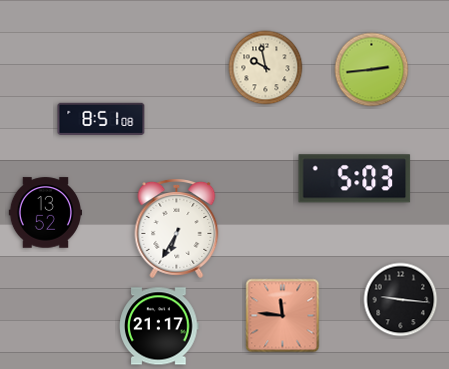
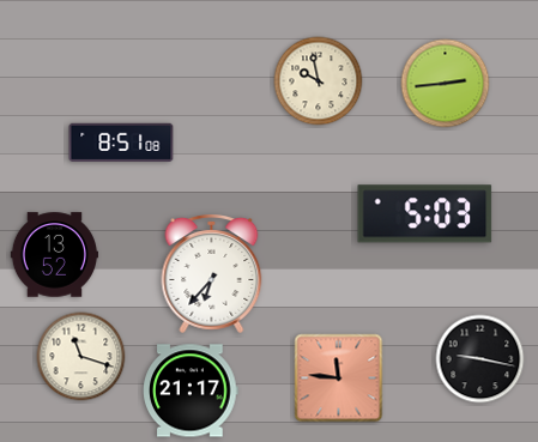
clock at (177, 229): 6:35 -> 6:37
clock at (81, 357): none -> 11:18
clock at (401, 300): 9:16 -> 9:17
